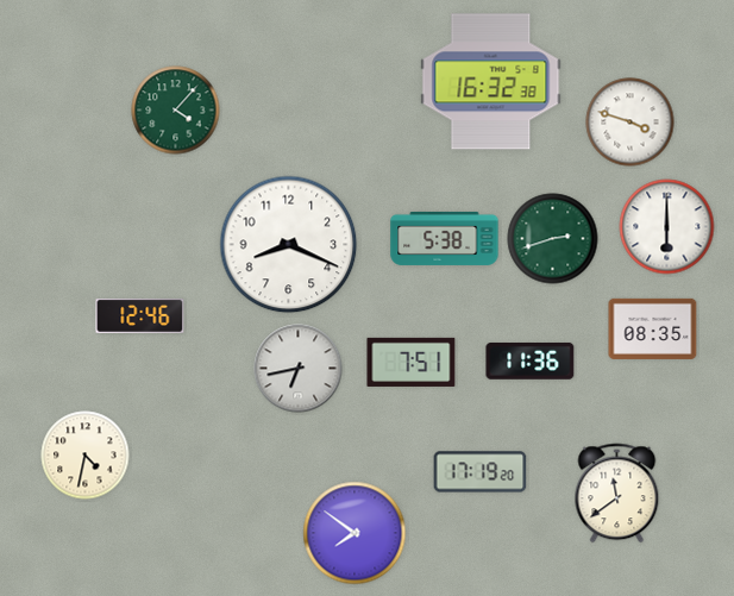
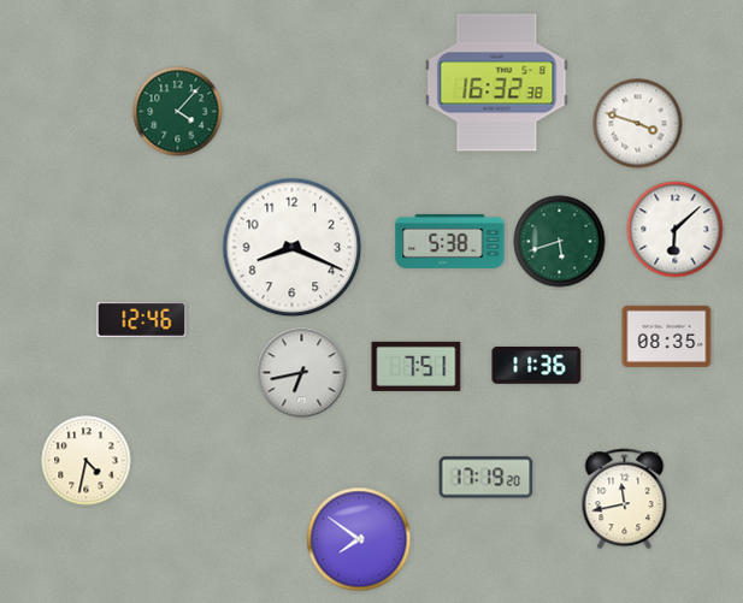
clock at (667, 227): 6:00 -> 6:08
clock at (553, 239): 2:42 -> 5:42
clock at (653, 328) position: (653, 328) -> (667, 336)
clock at (617, 494): 11:39 -> 11:43
